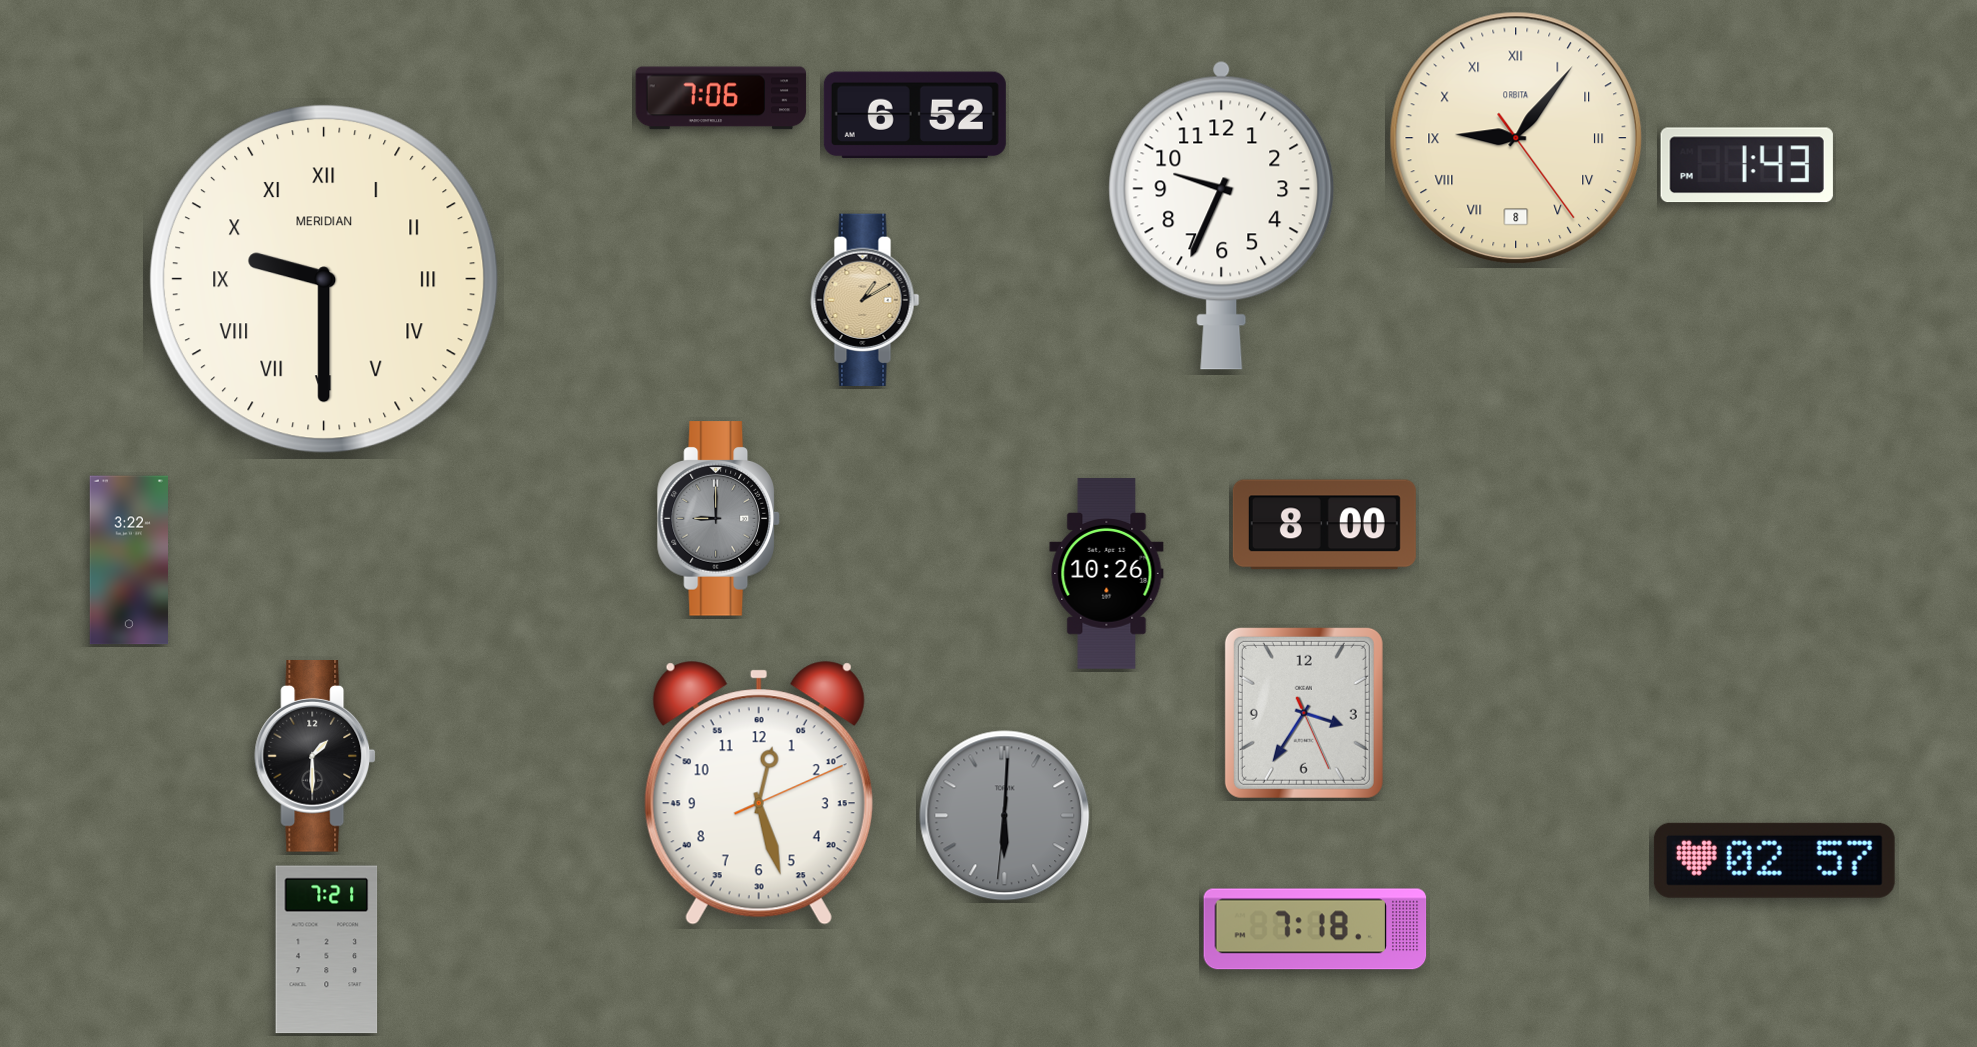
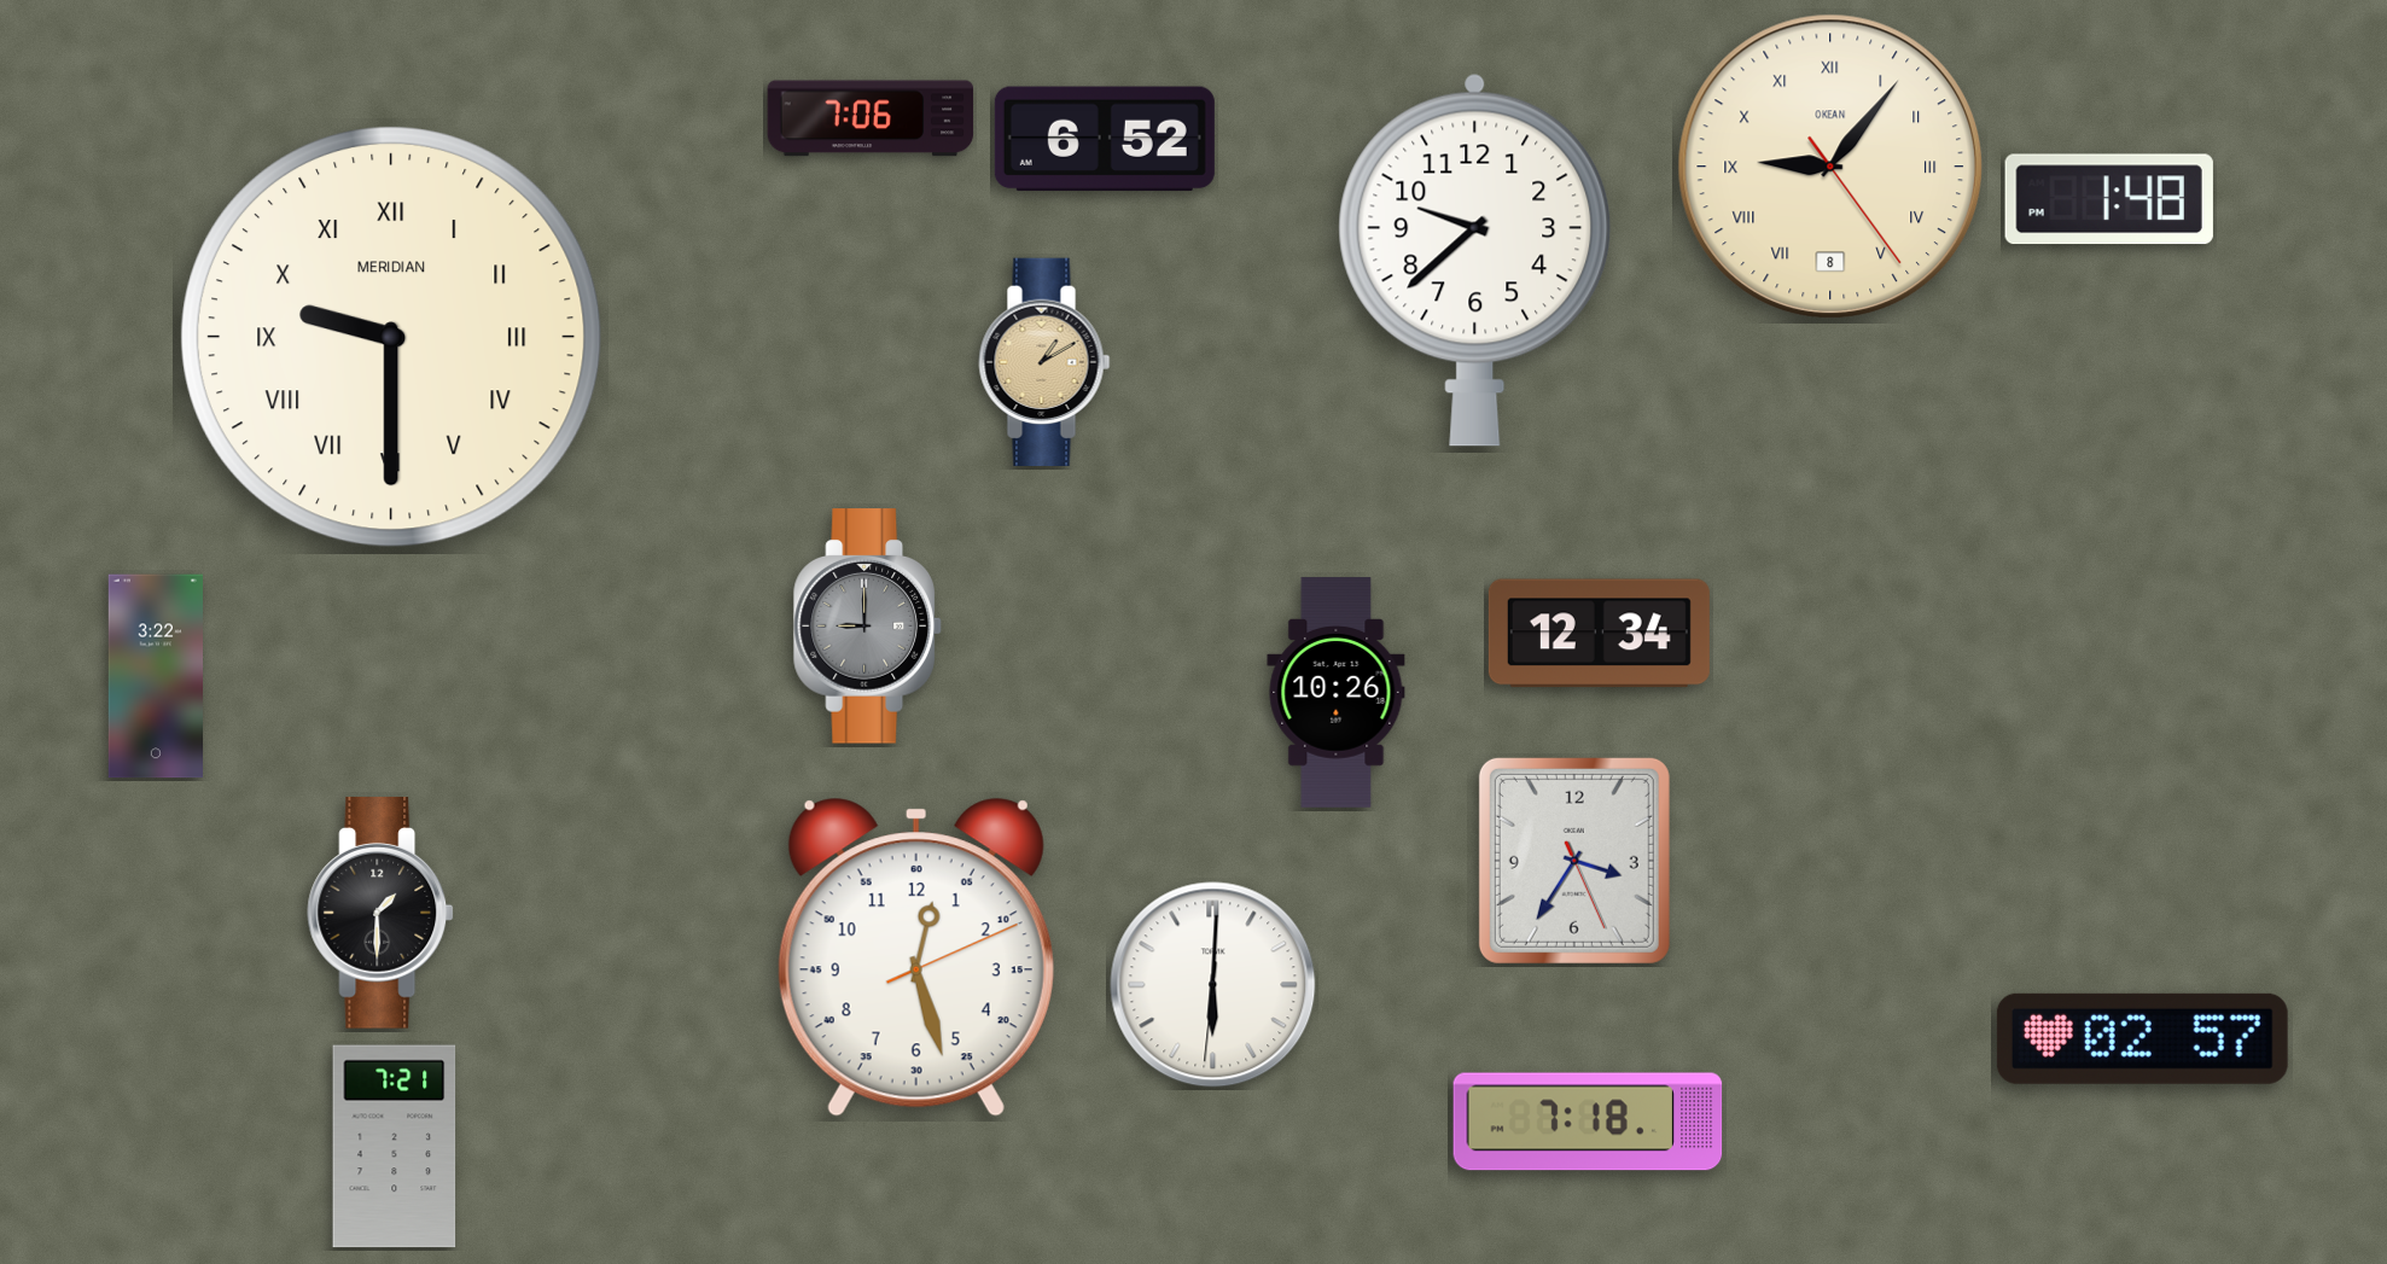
clock at (1516, 138) brand: ORBITA -> OKEAN
clock at (1747, 165): 1:43 -> 1:48
clock at (1222, 215): 9:34 -> 9:38
clock at (1324, 525): 8:00 -> 12:34
clock at (1005, 816) dial: grey -> white
